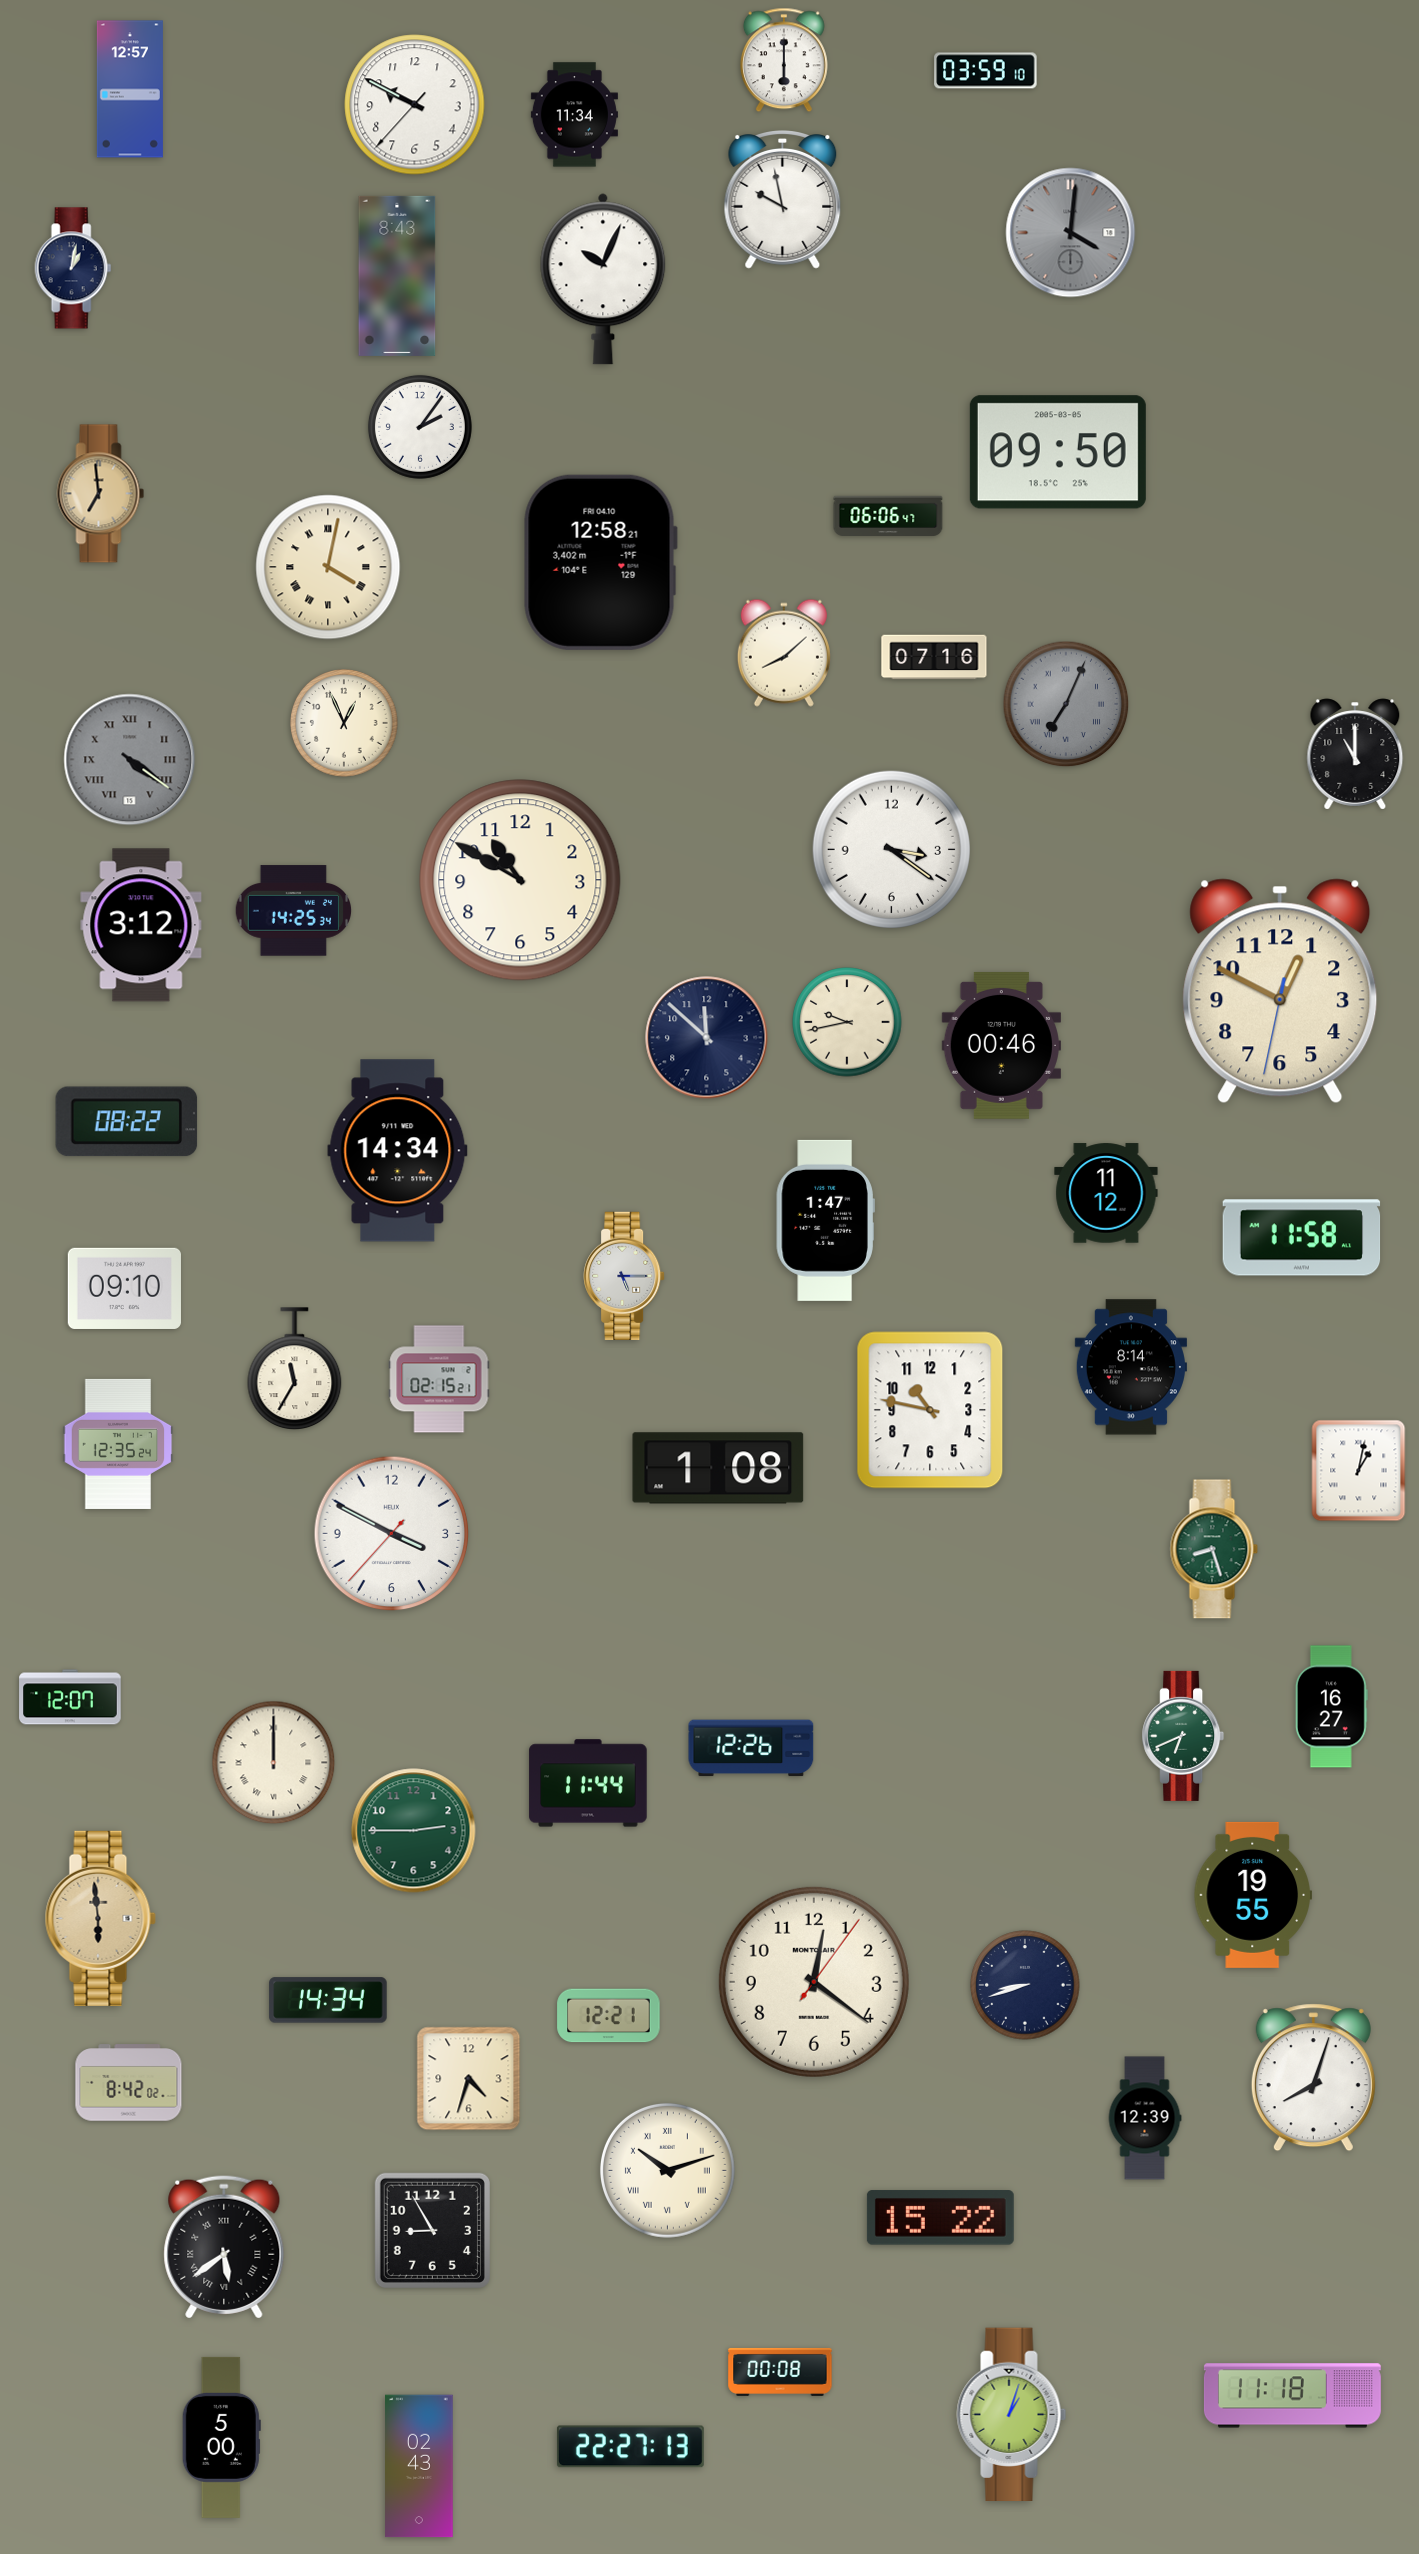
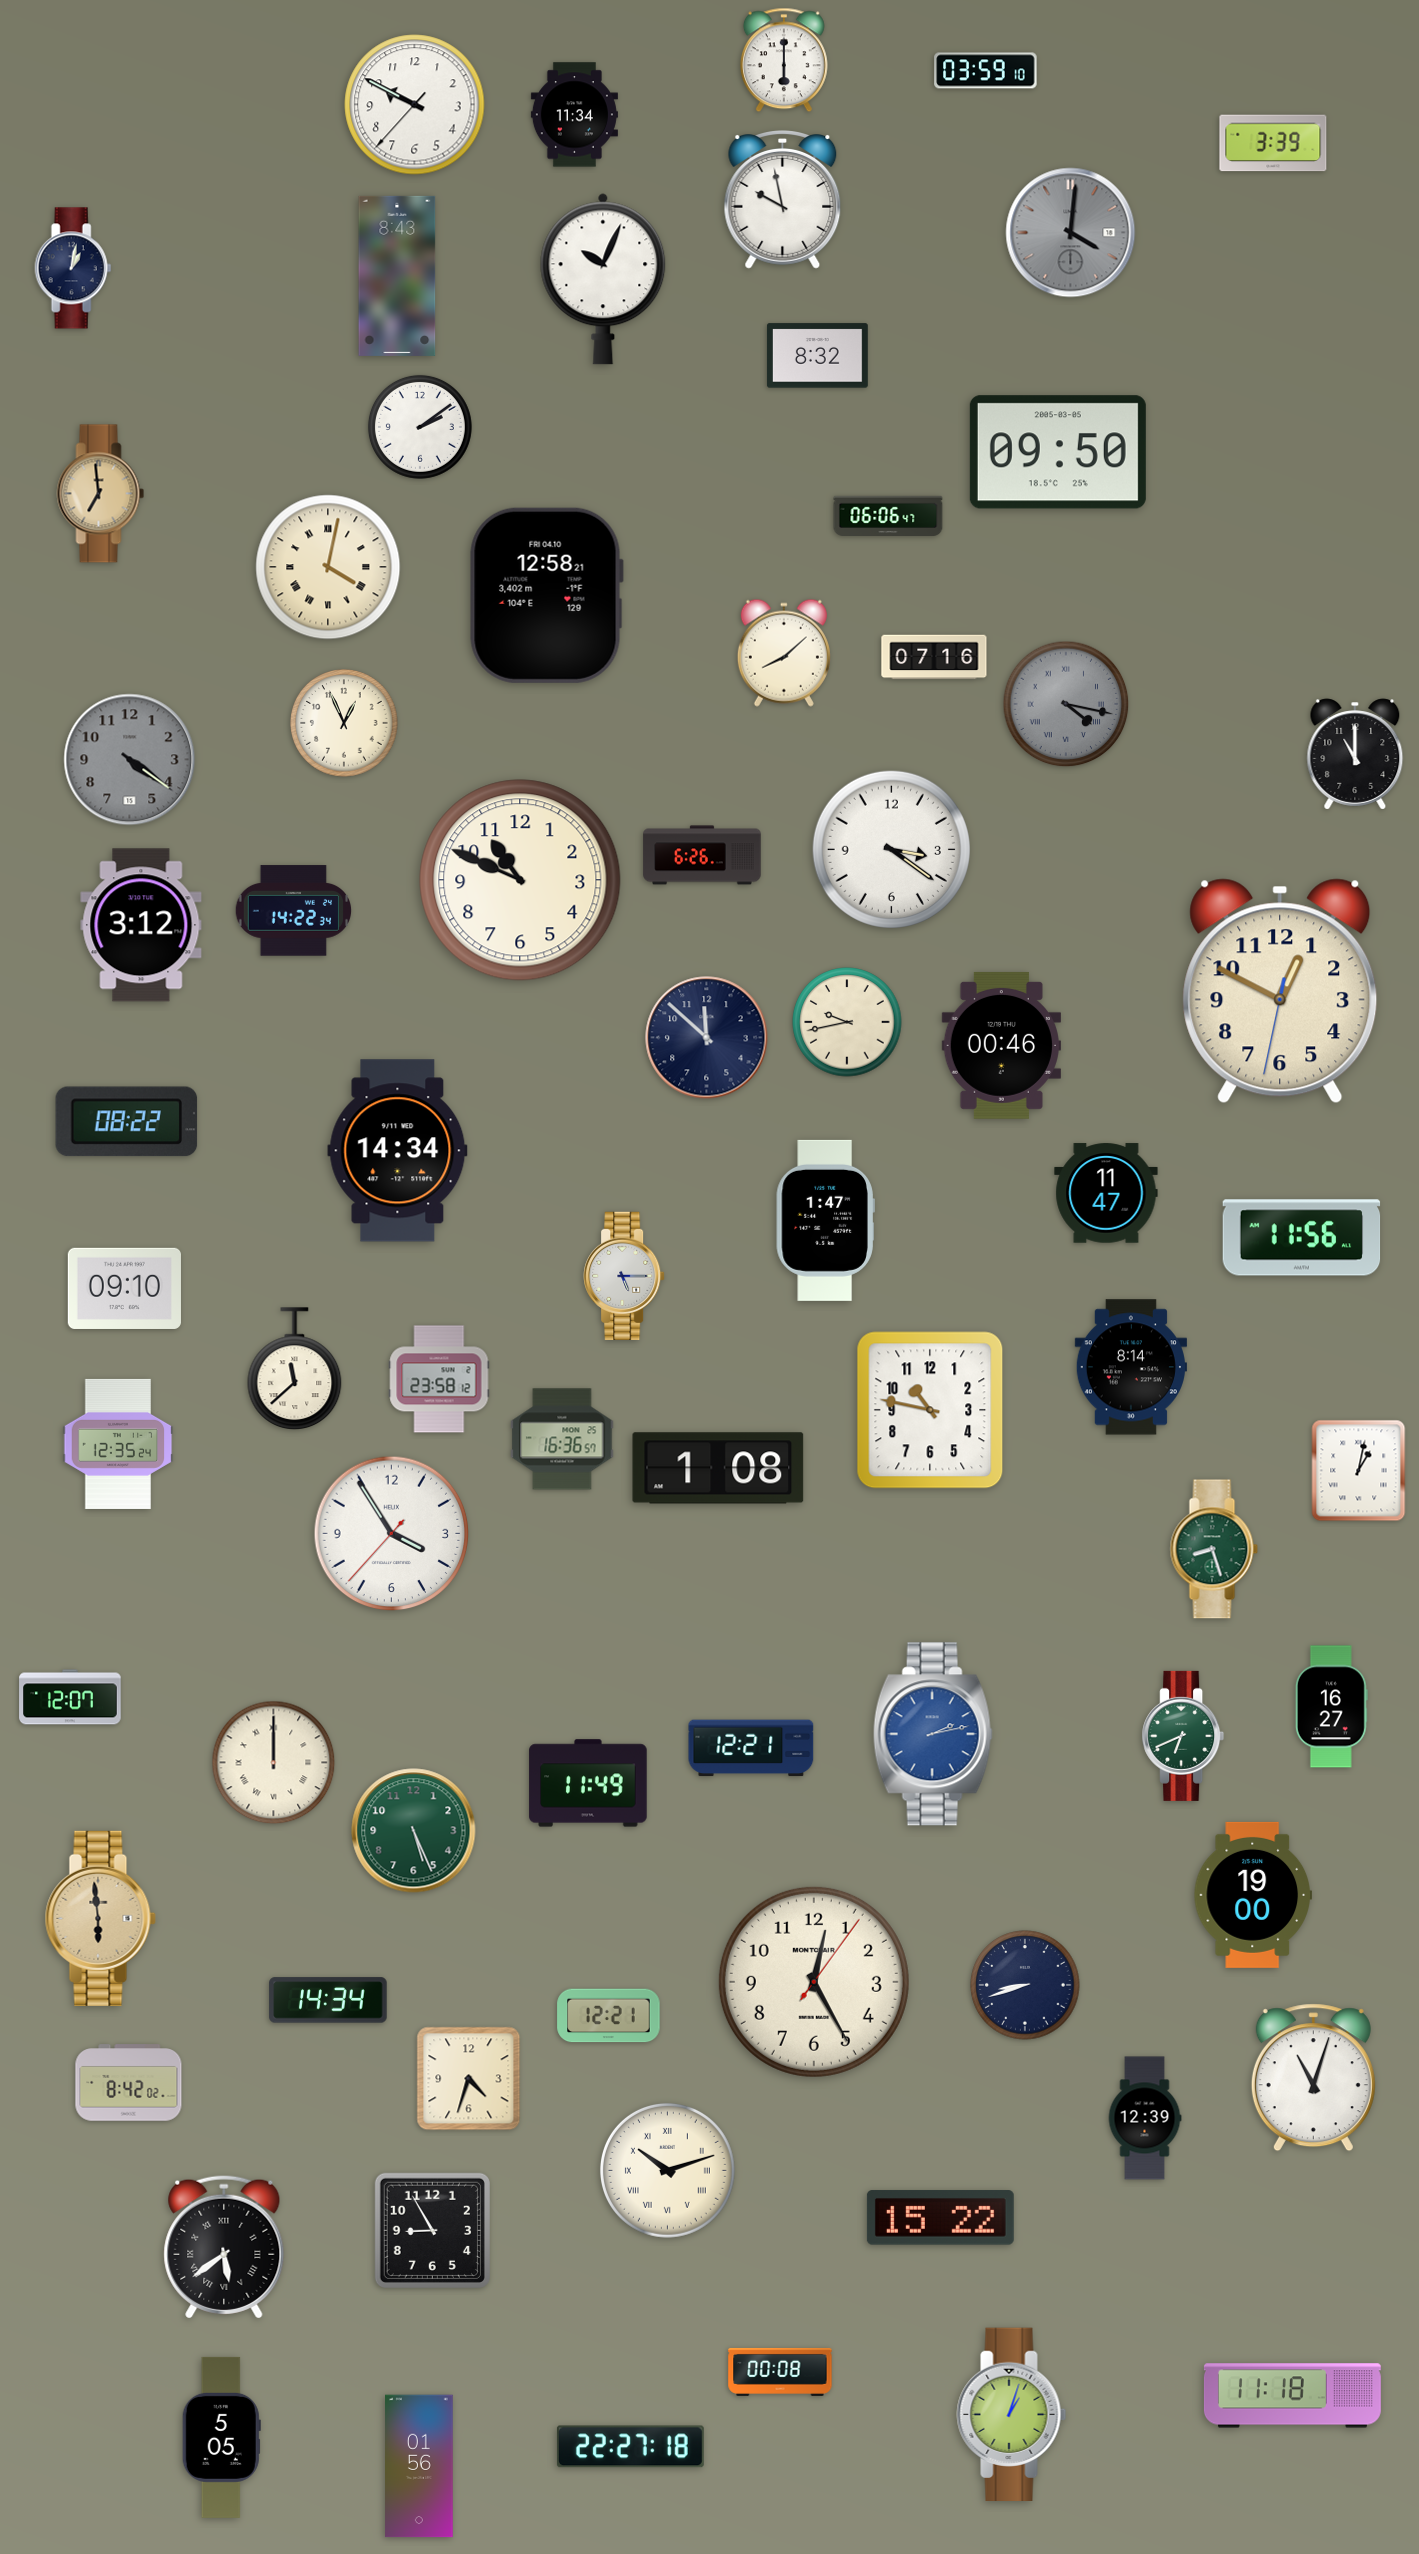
clock at (130, 89): 12:57 -> none
clock at (1273, 143): none -> 3:39
clock at (817, 356): none -> 8:32
clock at (420, 427): 2:06 -> 2:09
clock at (600, 562) position: (600, 562) -> (546, 595)
clock at (1066, 704): 7:04 -> 4:17
clock at (130, 760) numerals: Roman -> Arabic
clock at (702, 855): none -> 6:26
clock at (520, 880): 10:50 -> 10:49
clock at (293, 911): 14:25 -> 14:22
clock at (1106, 1193): 11:12 -> 11:47
clock at (1302, 1238): 11:58 -> 11:56
clock at (295, 1368): 11:35 -> 11:38
clock at (439, 1379): 02:15 -> 23:58
clock at (562, 1439): none -> 16:36
clock at (392, 1534): 3:49 -> 3:54
clock at (933, 1734): none -> 2:13
clock at (751, 1748): 12:26 -> 12:21
clock at (588, 1783): 11:44 -> 11:49
clock at (414, 1831): 2:45 -> 5:26
clock at (1252, 1895): 19:55 -> 19:00
clock at (814, 1982): 12:21 -> 12:25
clock at (1313, 2078): 8:03 -> 11:03
clock at (221, 2437): 5:00 -> 5:05
clock at (630, 2447): 22:27:13 -> 22:27:18
clock at (419, 2466): 02:43 -> 01:56
